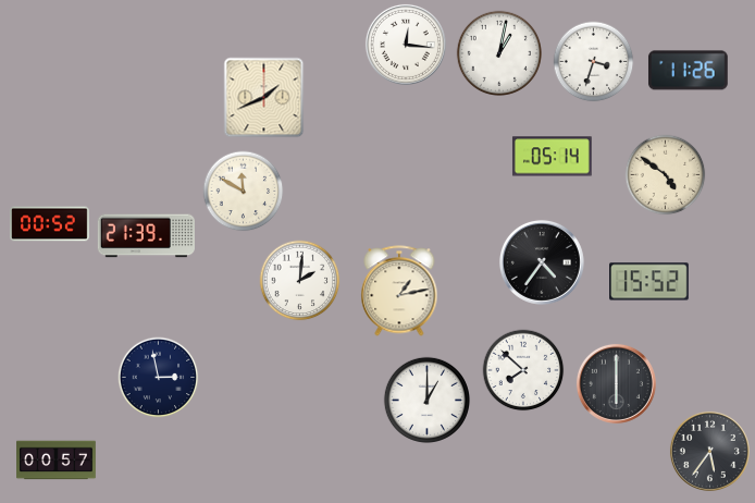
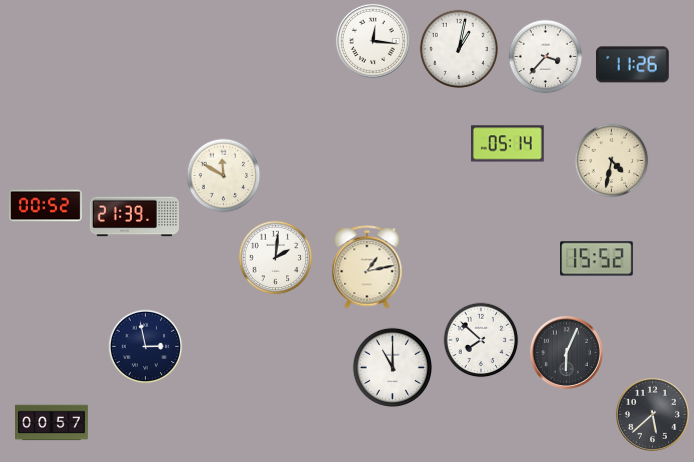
clock at (594, 62): 3:33 -> 3:37
clock at (264, 98): 1:41 -> none
clock at (666, 175): 4:51 -> 4:32
clock at (542, 262): 4:36 -> none
clock at (616, 383): 6:00 -> 6:04
clock at (426, 400): 1:00 -> 11:00
clock at (709, 451): 5:36 -> 5:38
